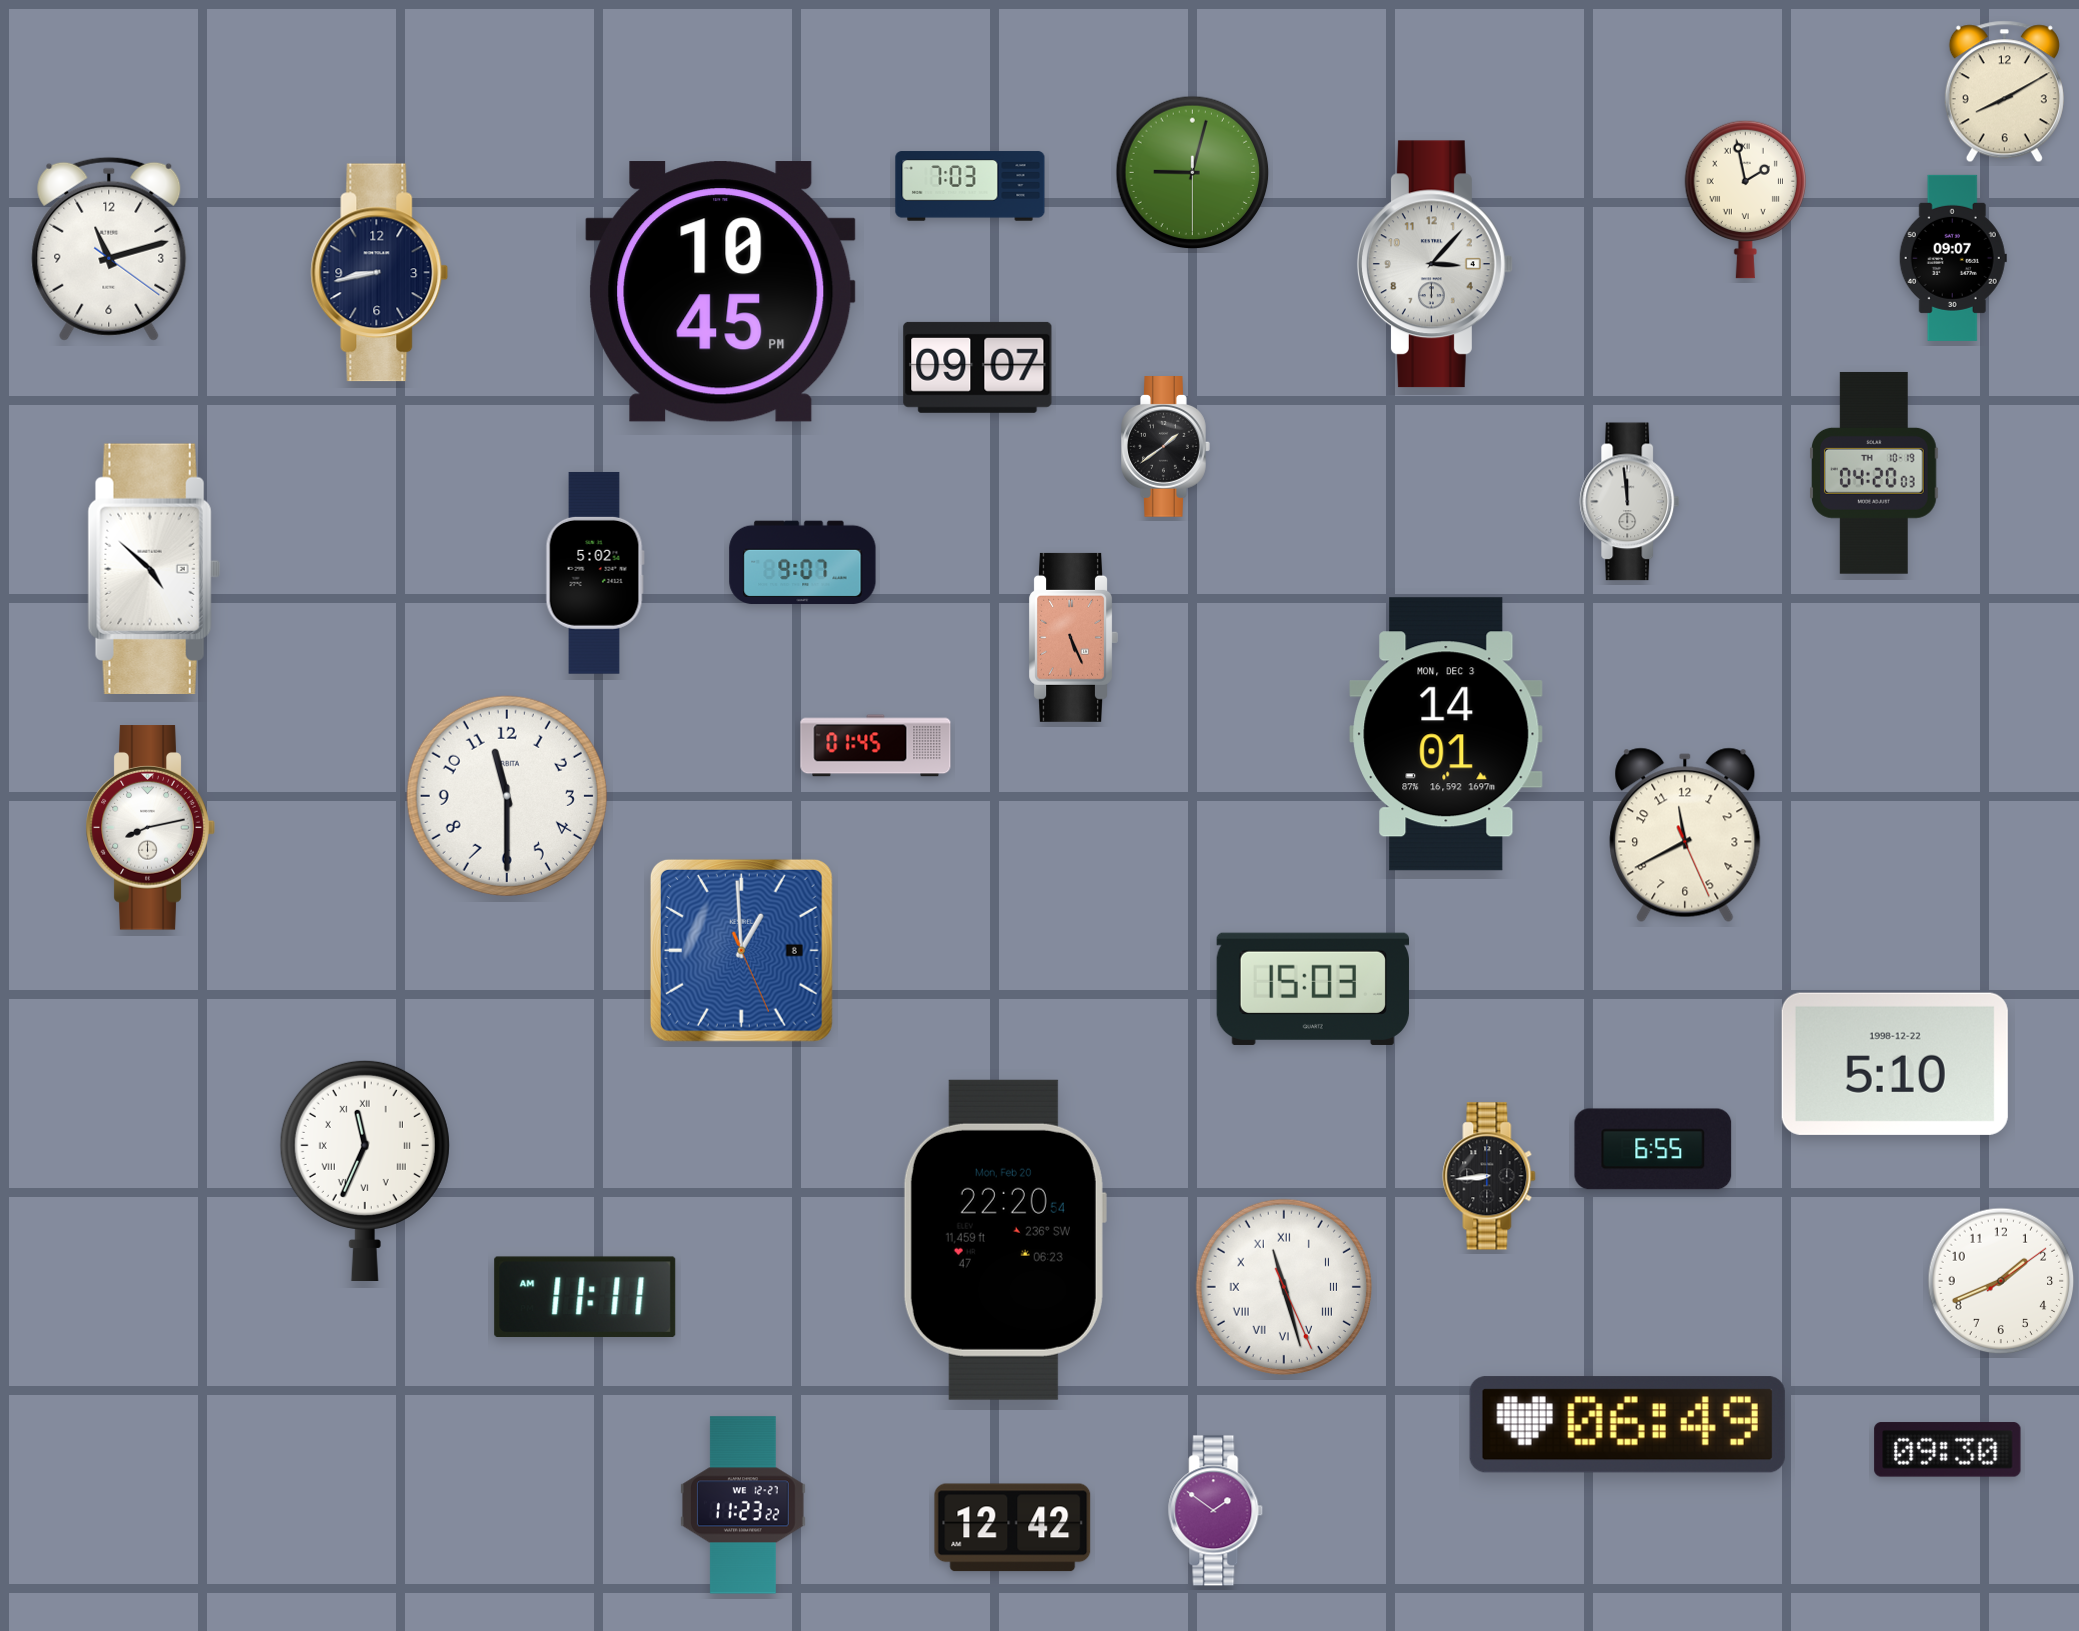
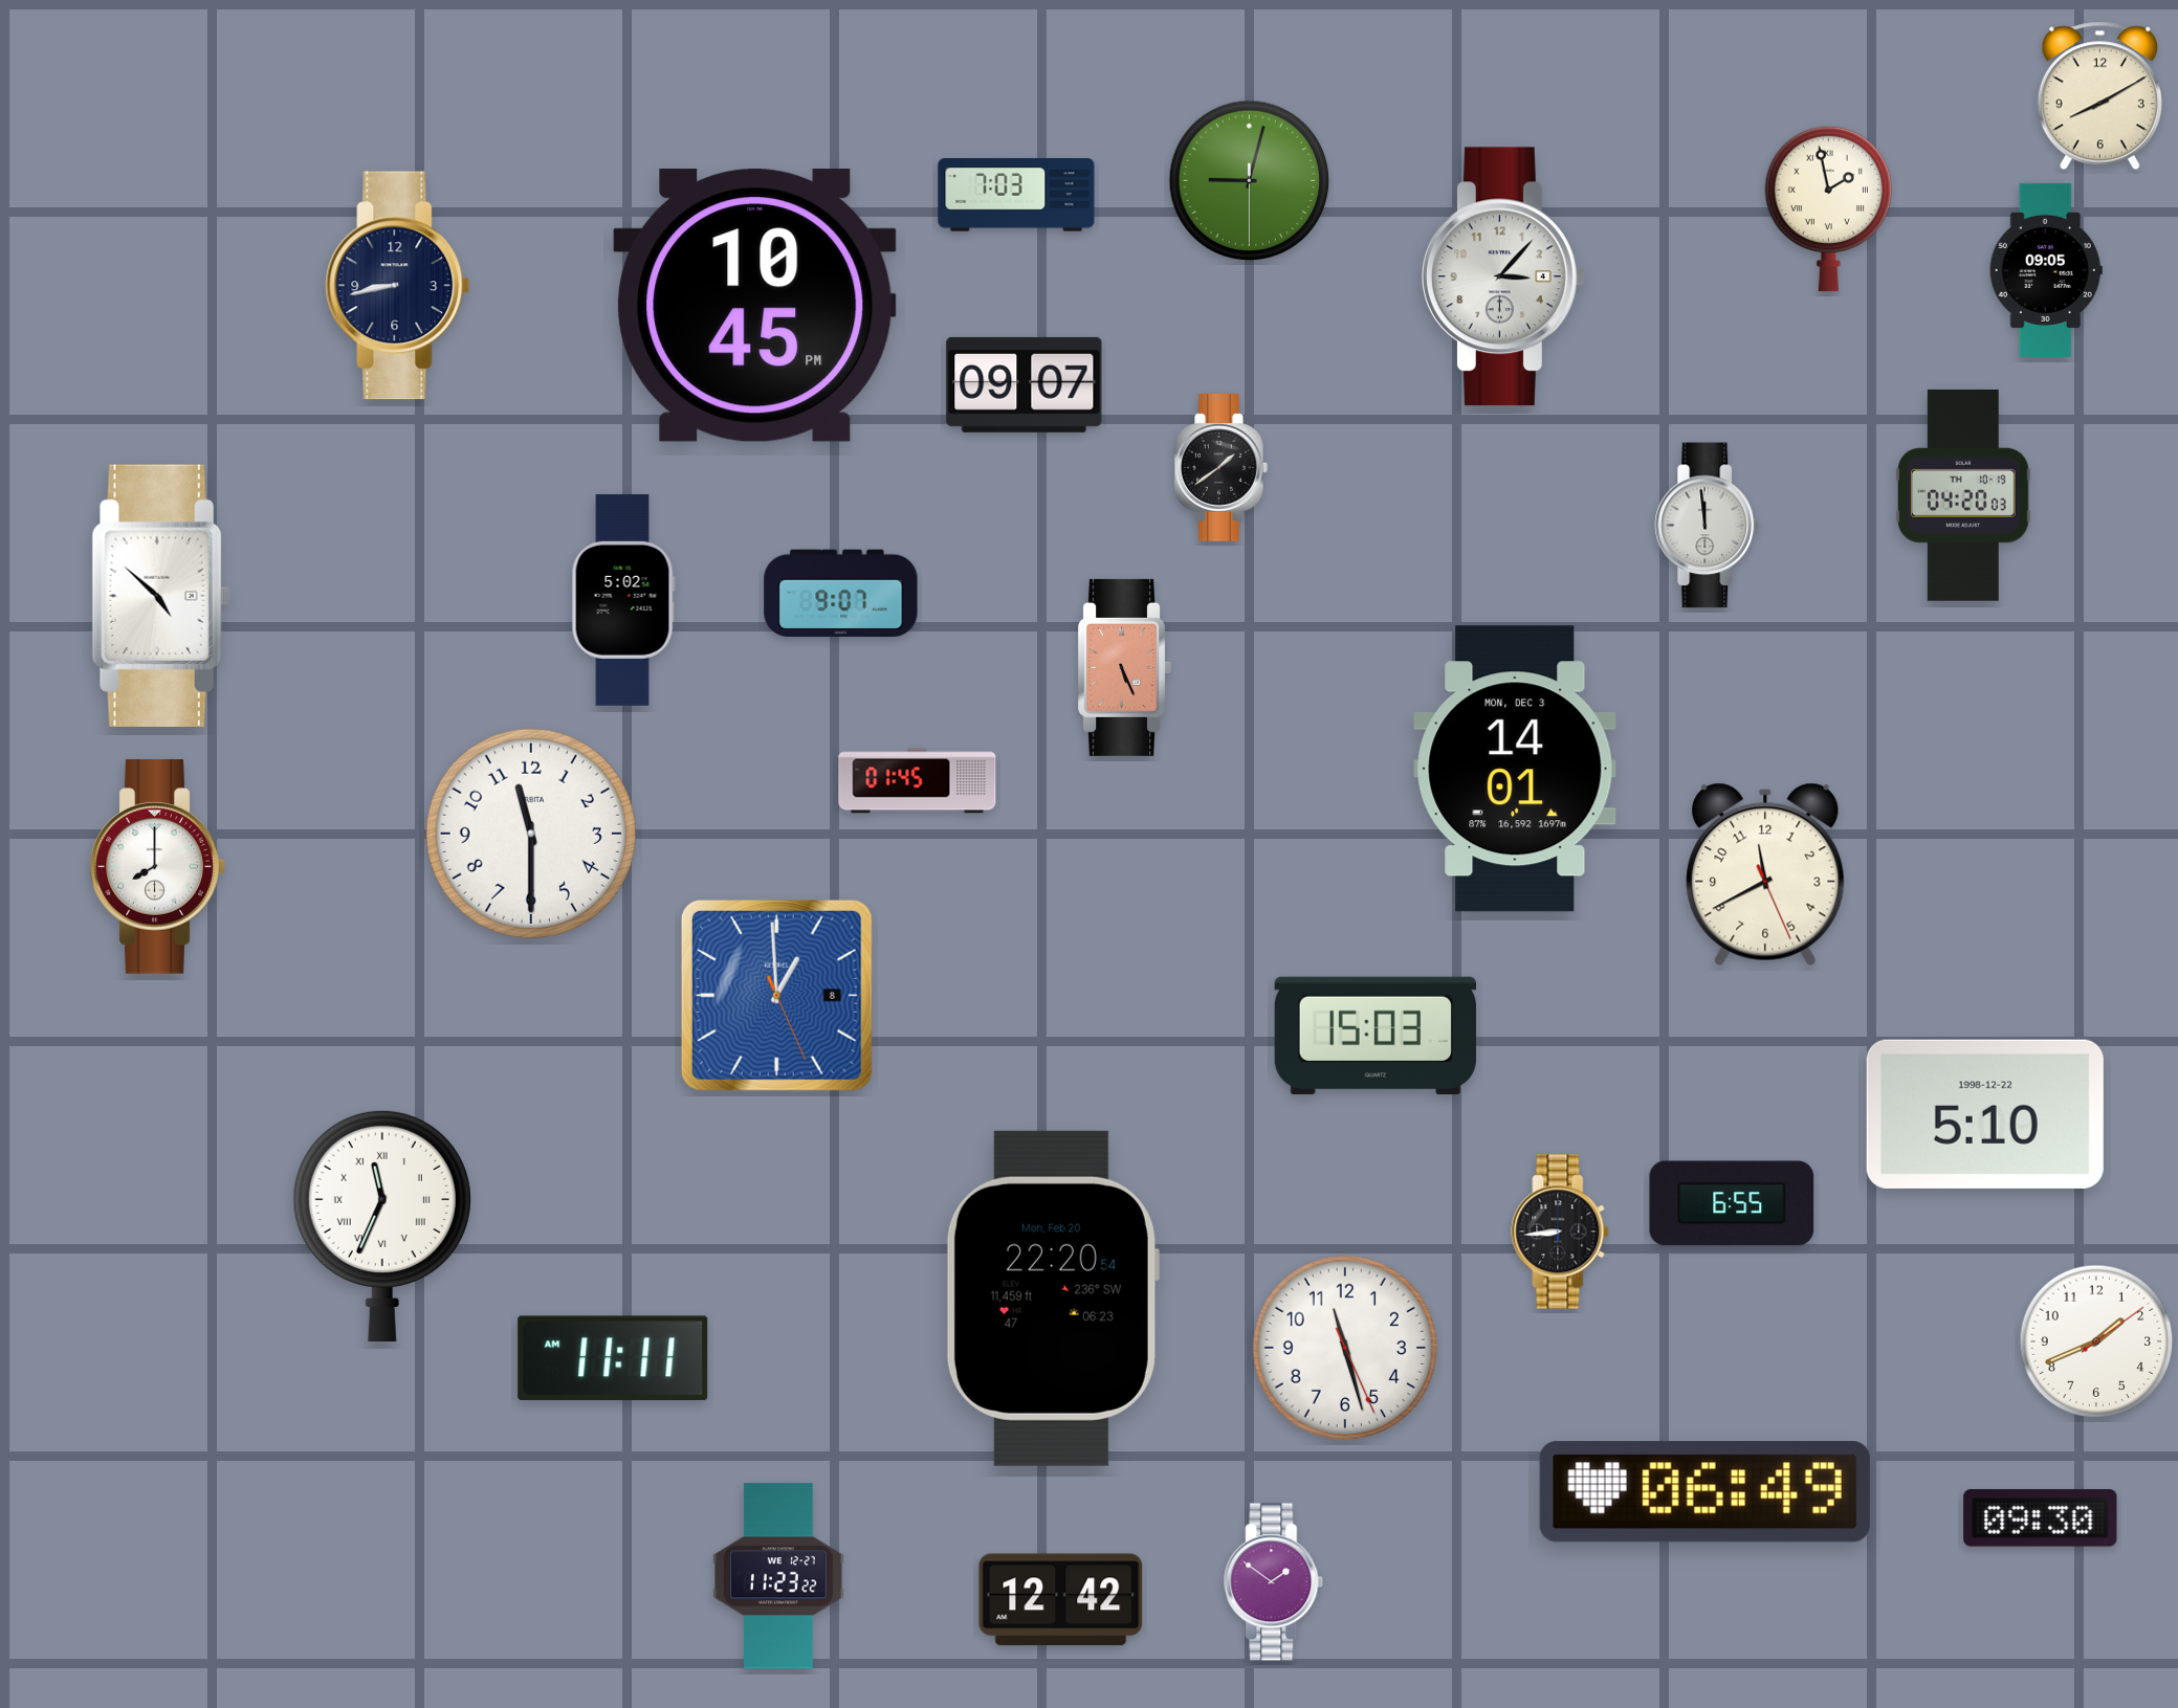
clock at (109, 249): 11:12 -> none
clock at (1953, 258): 09:07 -> 09:05
clock at (803, 563) position: (803, 563) -> (841, 594)
clock at (150, 828): 8:13 -> 8:00
clock at (1283, 1286) numerals: Roman -> Arabic
